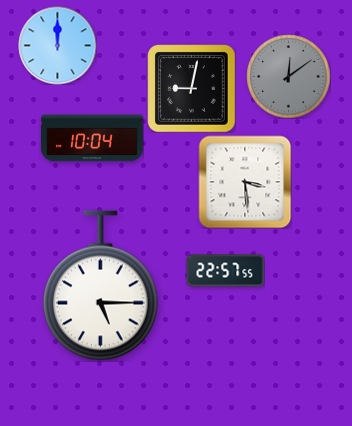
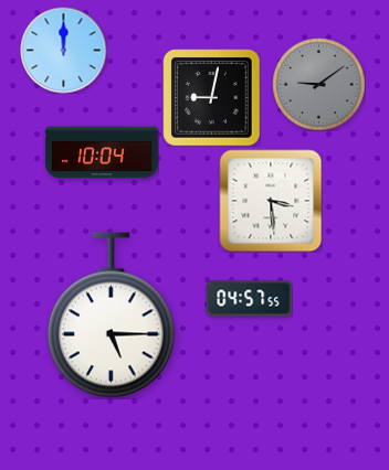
clock at (288, 76): 12:09 -> 9:09
clock at (225, 271): 22:57 -> 04:57
